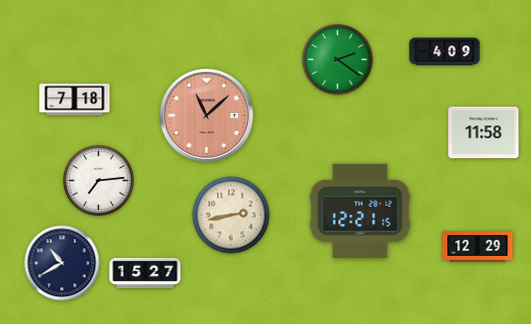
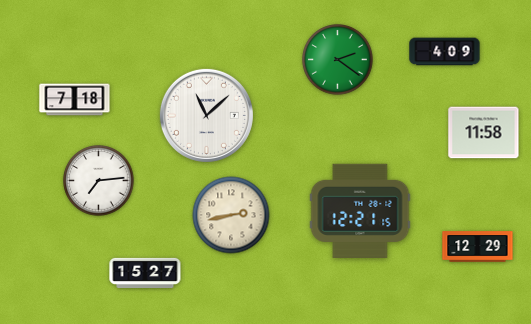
clock at (206, 115) dial: salmon -> white
clock at (62, 263): 10:40 -> none
